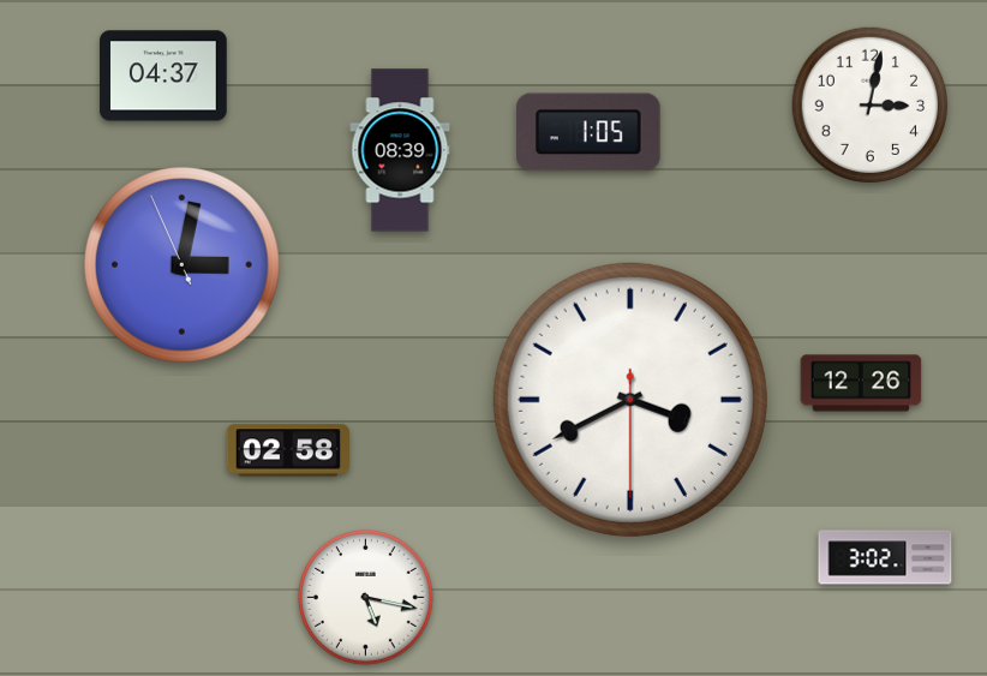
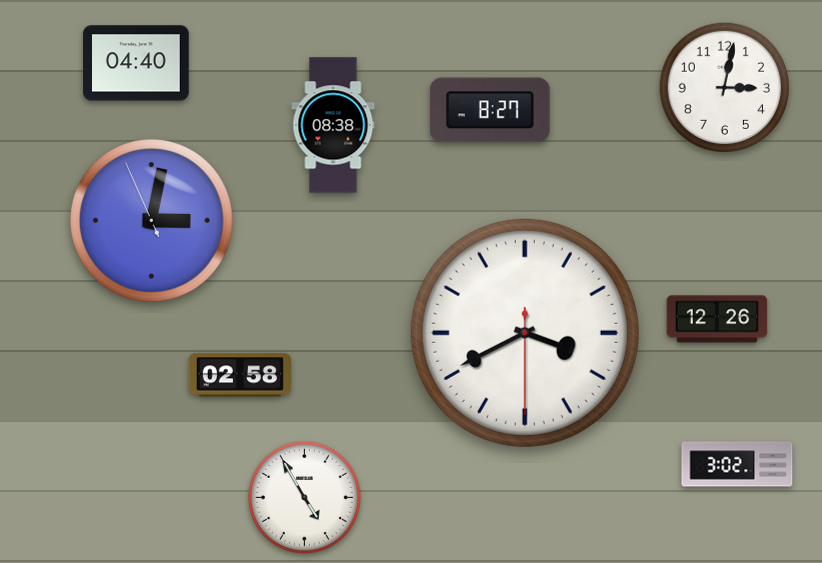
clock at (163, 76): 04:37 -> 04:40
clock at (588, 132): 1:05 -> 8:27
clock at (400, 150): 08:39 -> 08:38
clock at (366, 598): 5:17 -> 4:55
